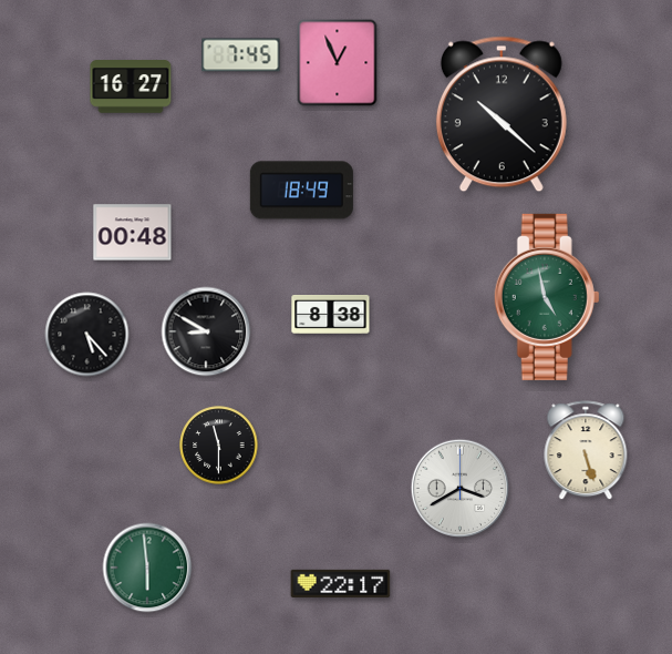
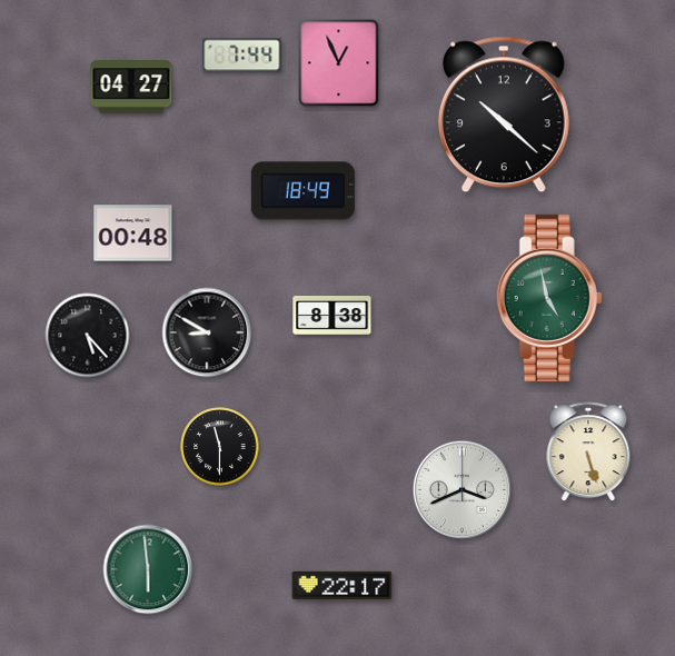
clock at (241, 55): 7:45 -> 7:44
clock at (131, 86): 16:27 -> 04:27
clock at (459, 488): 3:40 -> 3:41
